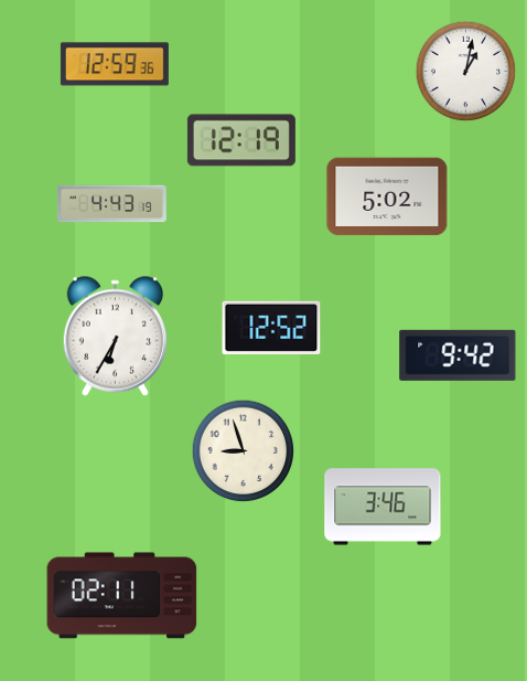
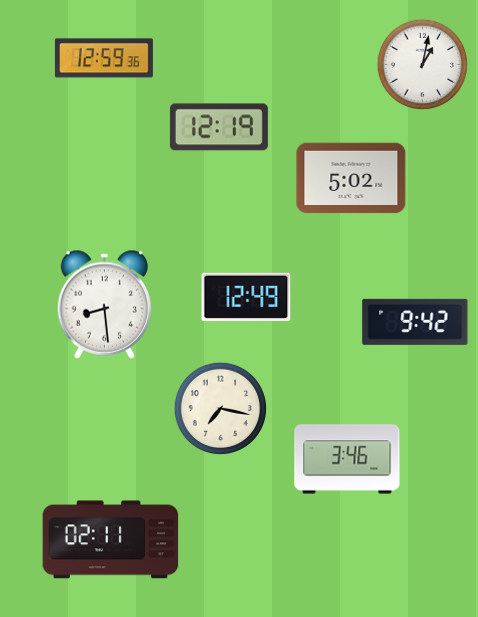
clock at (112, 204): 4:43 -> none
clock at (271, 327): 12:52 -> 12:49
clock at (116, 336): 6:35 -> 8:29
clock at (244, 451): 8:57 -> 7:17
